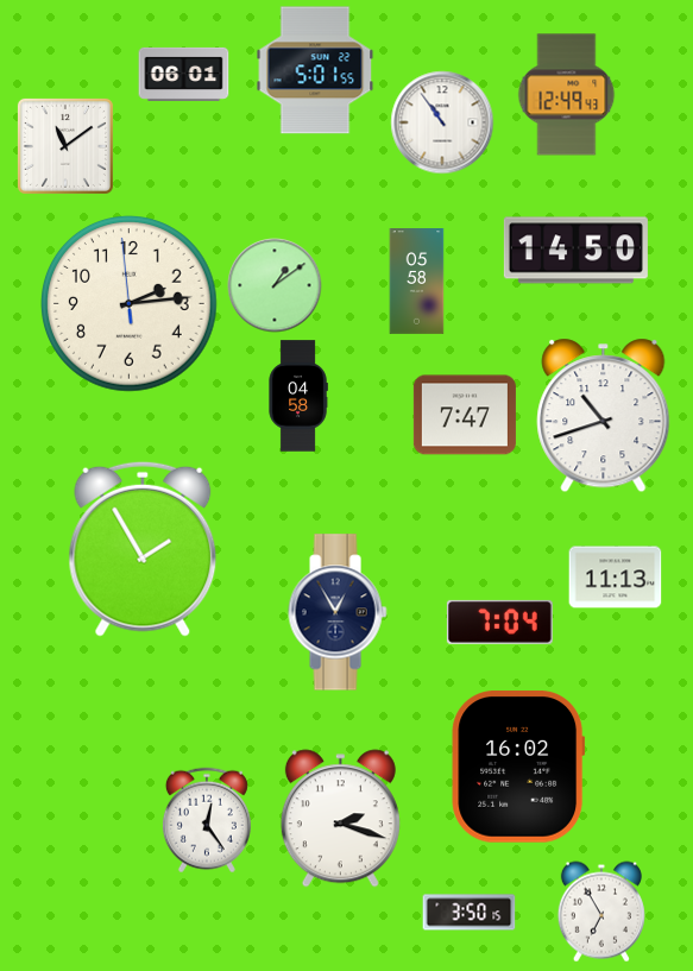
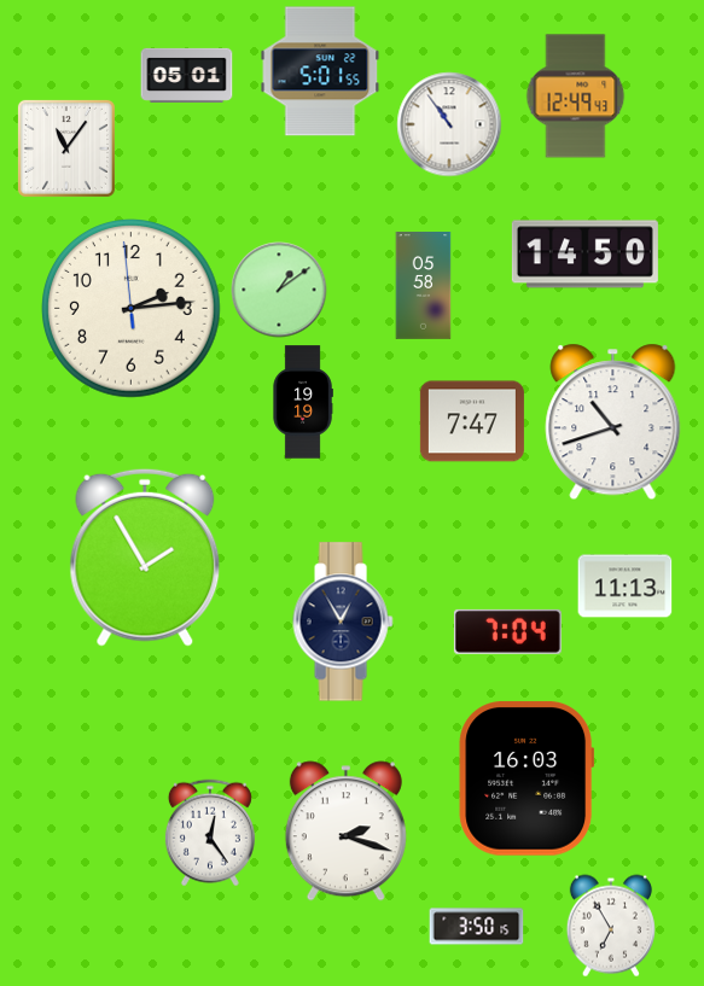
clock at (184, 74): 06:01 -> 05:01
clock at (65, 146): 11:09 -> 11:06
clock at (298, 396): 04:58 -> 19:19
clock at (518, 767): 16:02 -> 16:03
